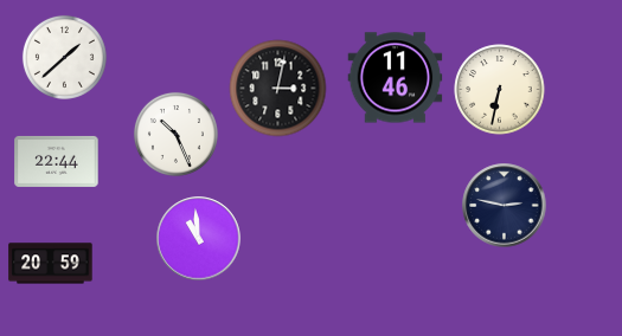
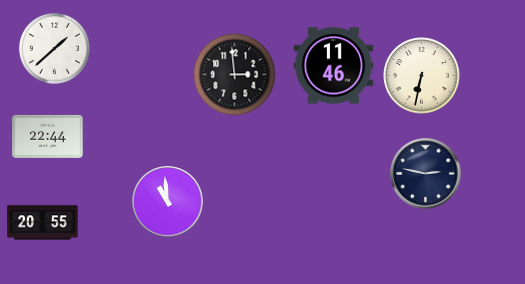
clock at (278, 89): 3:02 -> 2:59
clock at (175, 134): 10:26 -> none
clock at (51, 264): 20:59 -> 20:55
